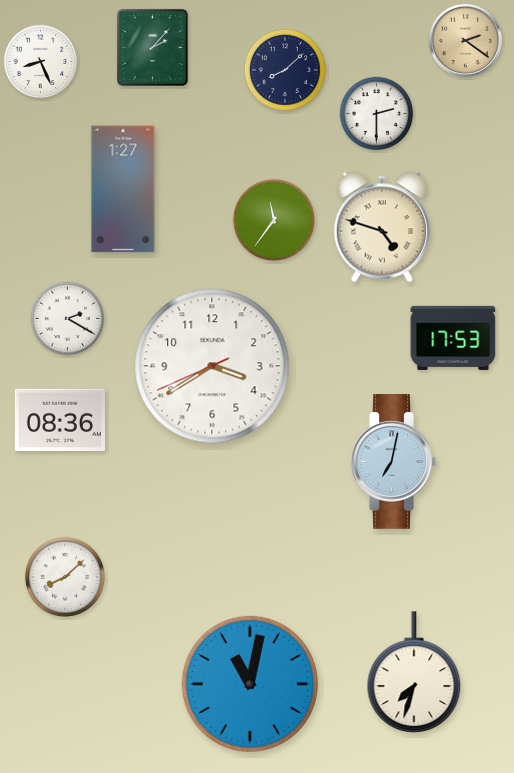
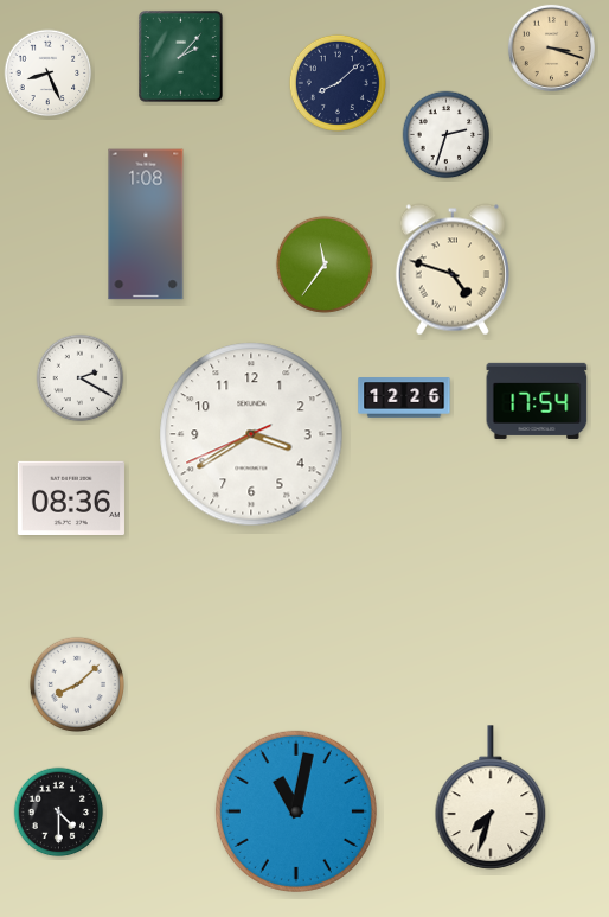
clock at (465, 40): 2:21 -> 3:18
clock at (377, 114): 2:30 -> 2:33
clock at (123, 189): 1:27 -> 1:08
clock at (274, 220) position: (274, 220) -> (325, 265)
clock at (404, 397): none -> 12:26
clock at (453, 338): 17:53 -> 17:54
clock at (393, 462): 7:02 -> none
clock at (59, 813): none -> 4:30
